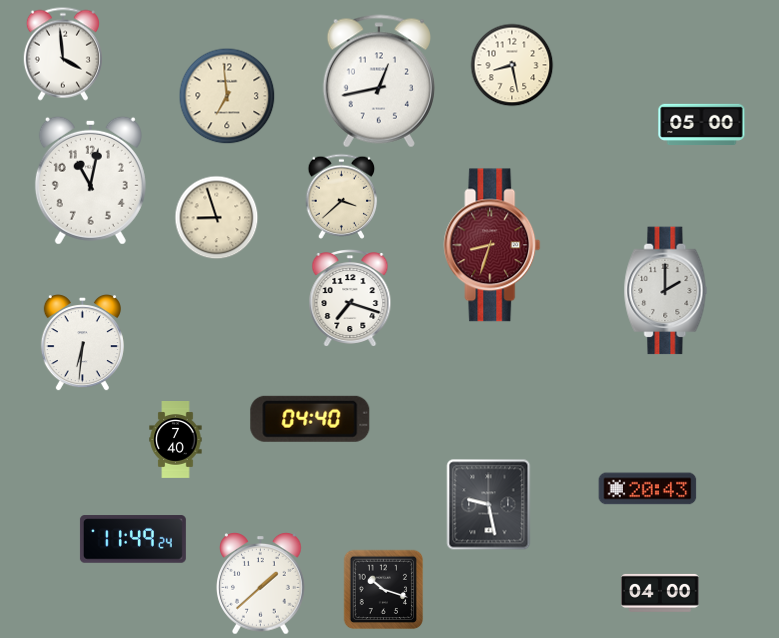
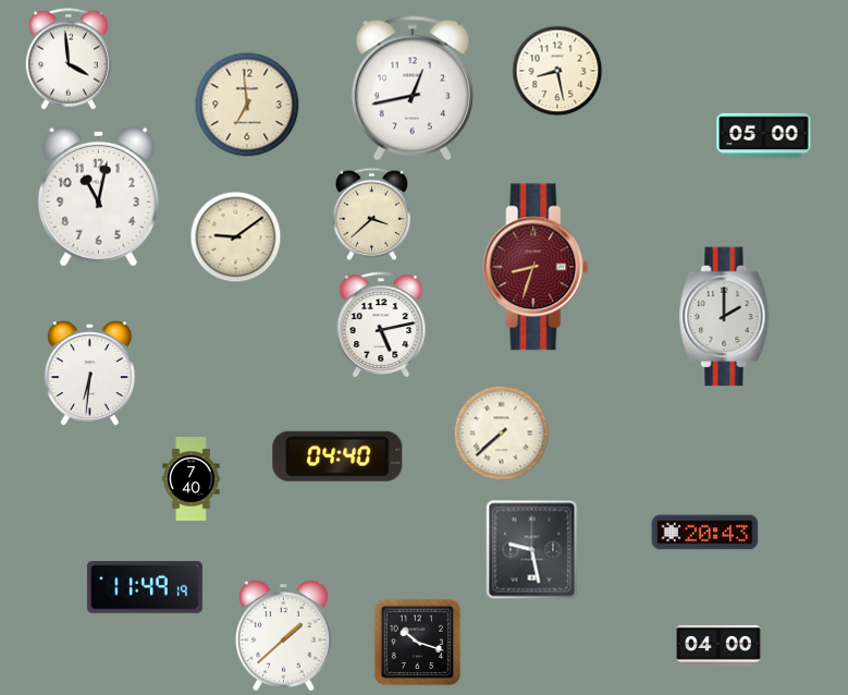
clock at (217, 218): 8:57 -> 9:09
clock at (350, 299): 7:18 -> 5:13
clock at (502, 434): none -> 7:38
clock at (133, 539): 11:49:24 -> 11:49:19
